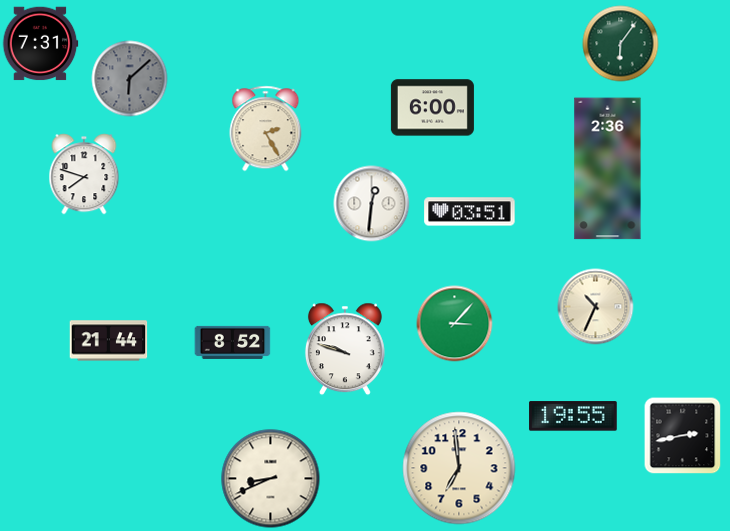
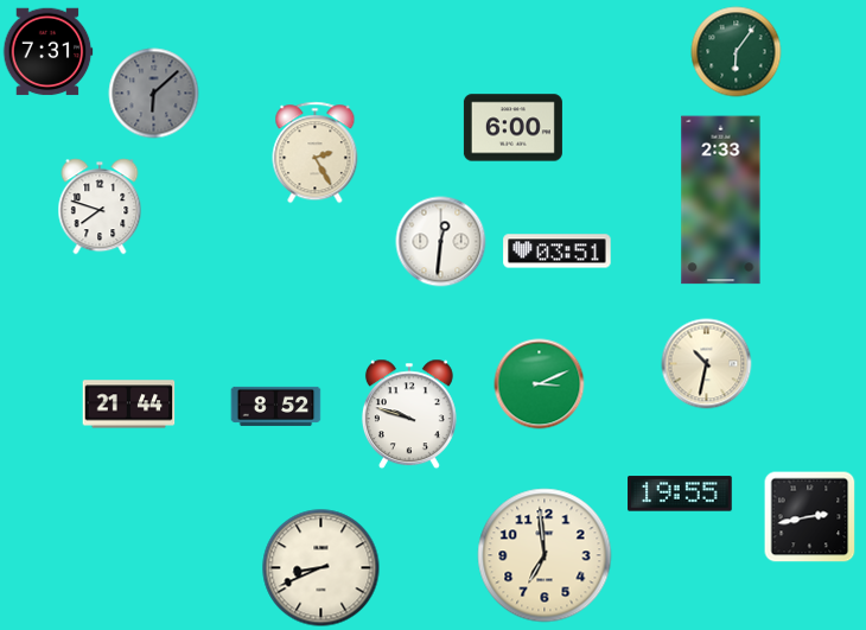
clock at (608, 169): 2:36 -> 2:33
clock at (596, 307): 10:34 -> 10:32
clock at (455, 324): 3:07 -> 3:11
